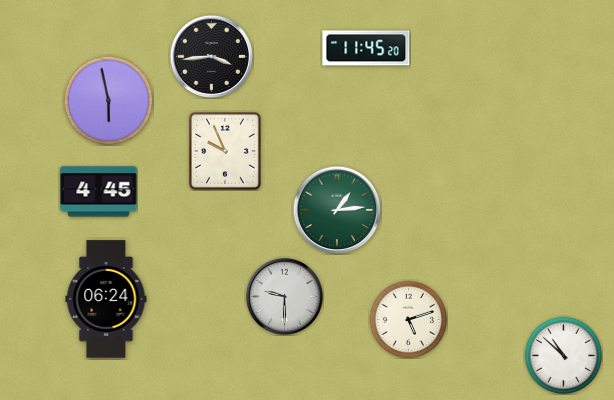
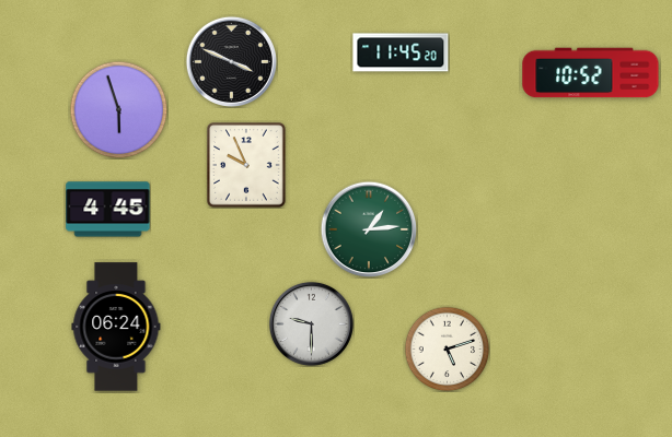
clock at (211, 56): 3:44 -> 3:49
clock at (591, 73): none -> 10:52
clock at (108, 100): 5:58 -> 5:57
clock at (563, 355): 10:52 -> none
